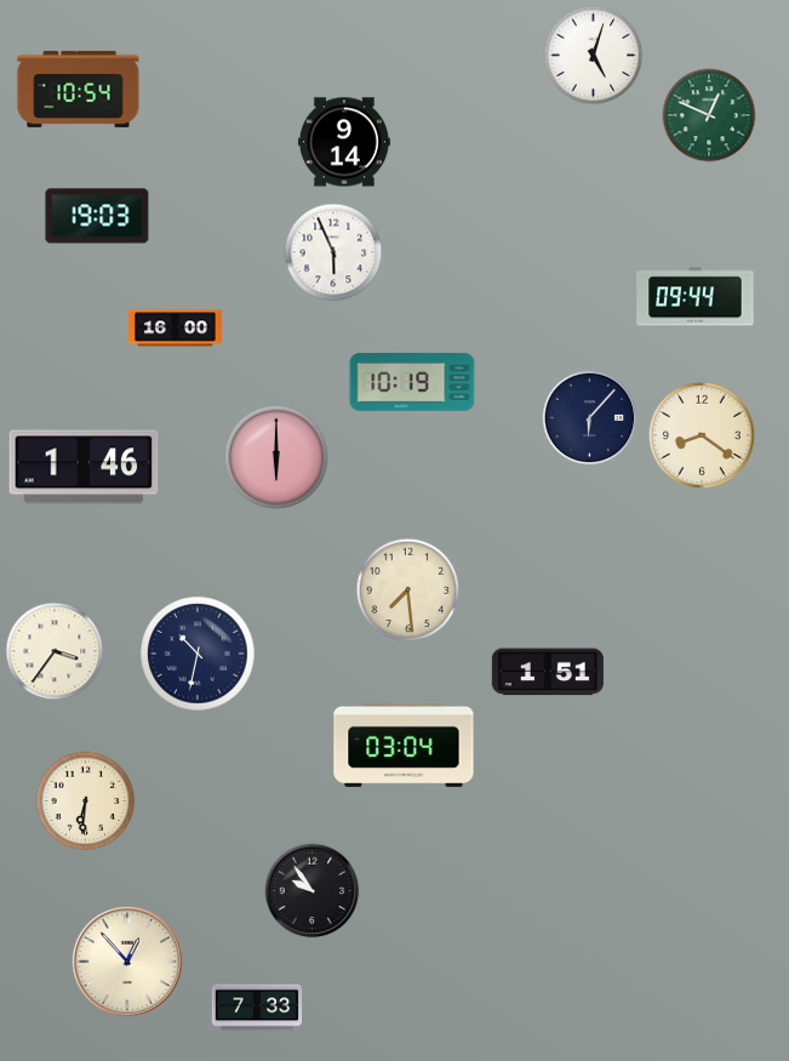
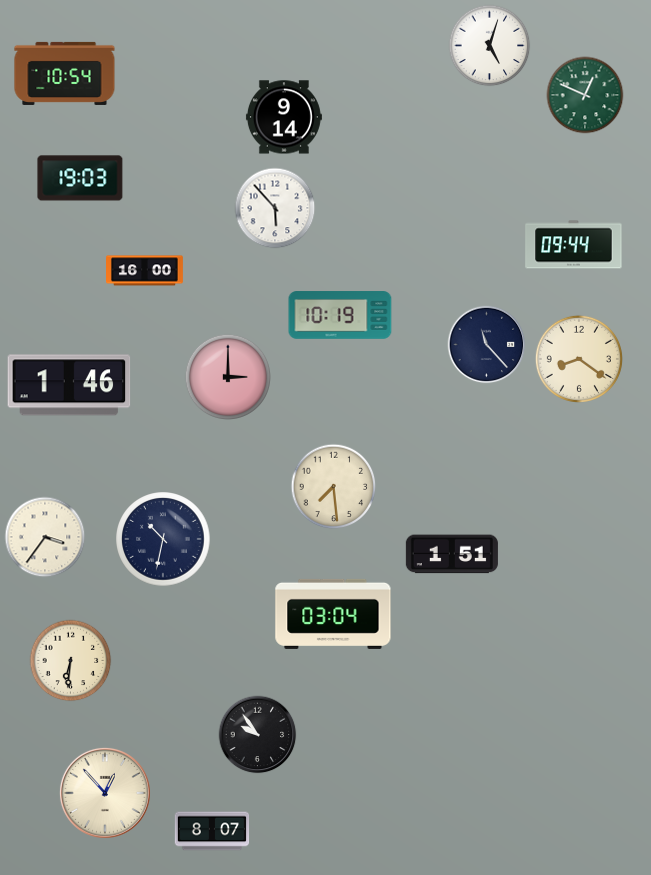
clock at (333, 252): 5:56 -> 5:53
clock at (590, 418): 6:07 -> 11:23
clock at (275, 456): 6:00 -> 3:00
clock at (408, 591) position: (408, 591) -> (334, 487)
clock at (257, 1008): 7:33 -> 8:07
